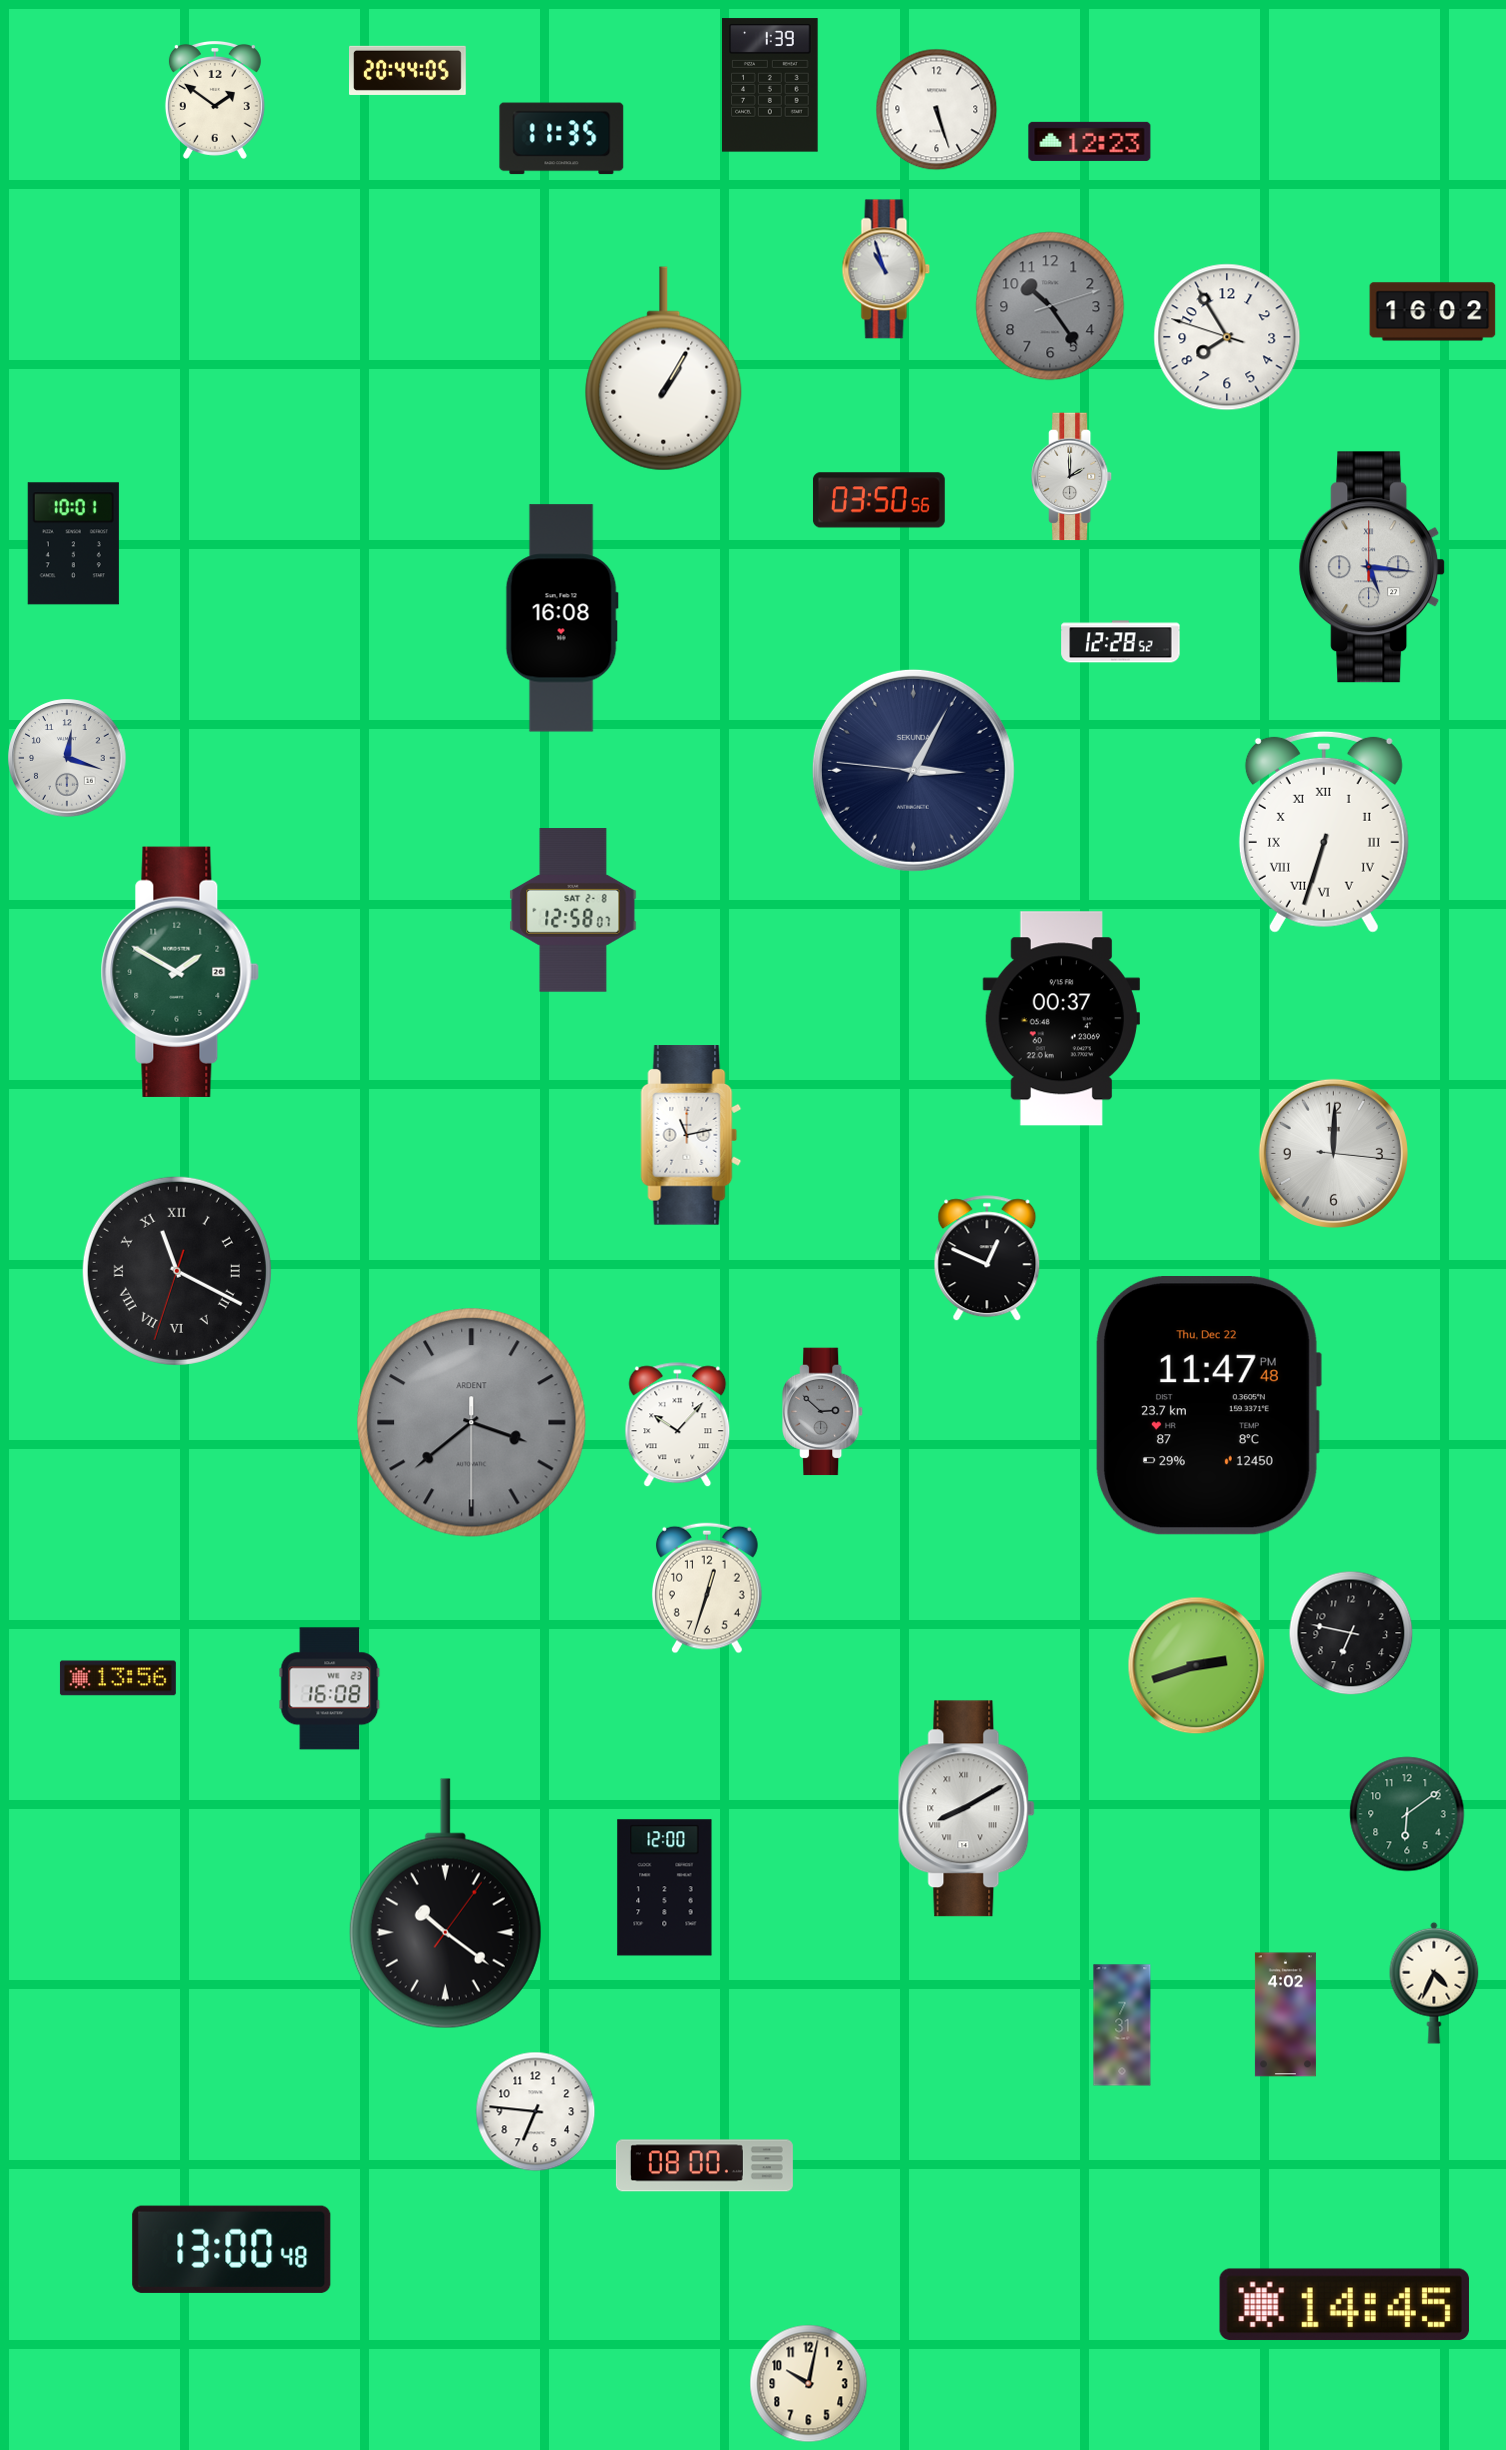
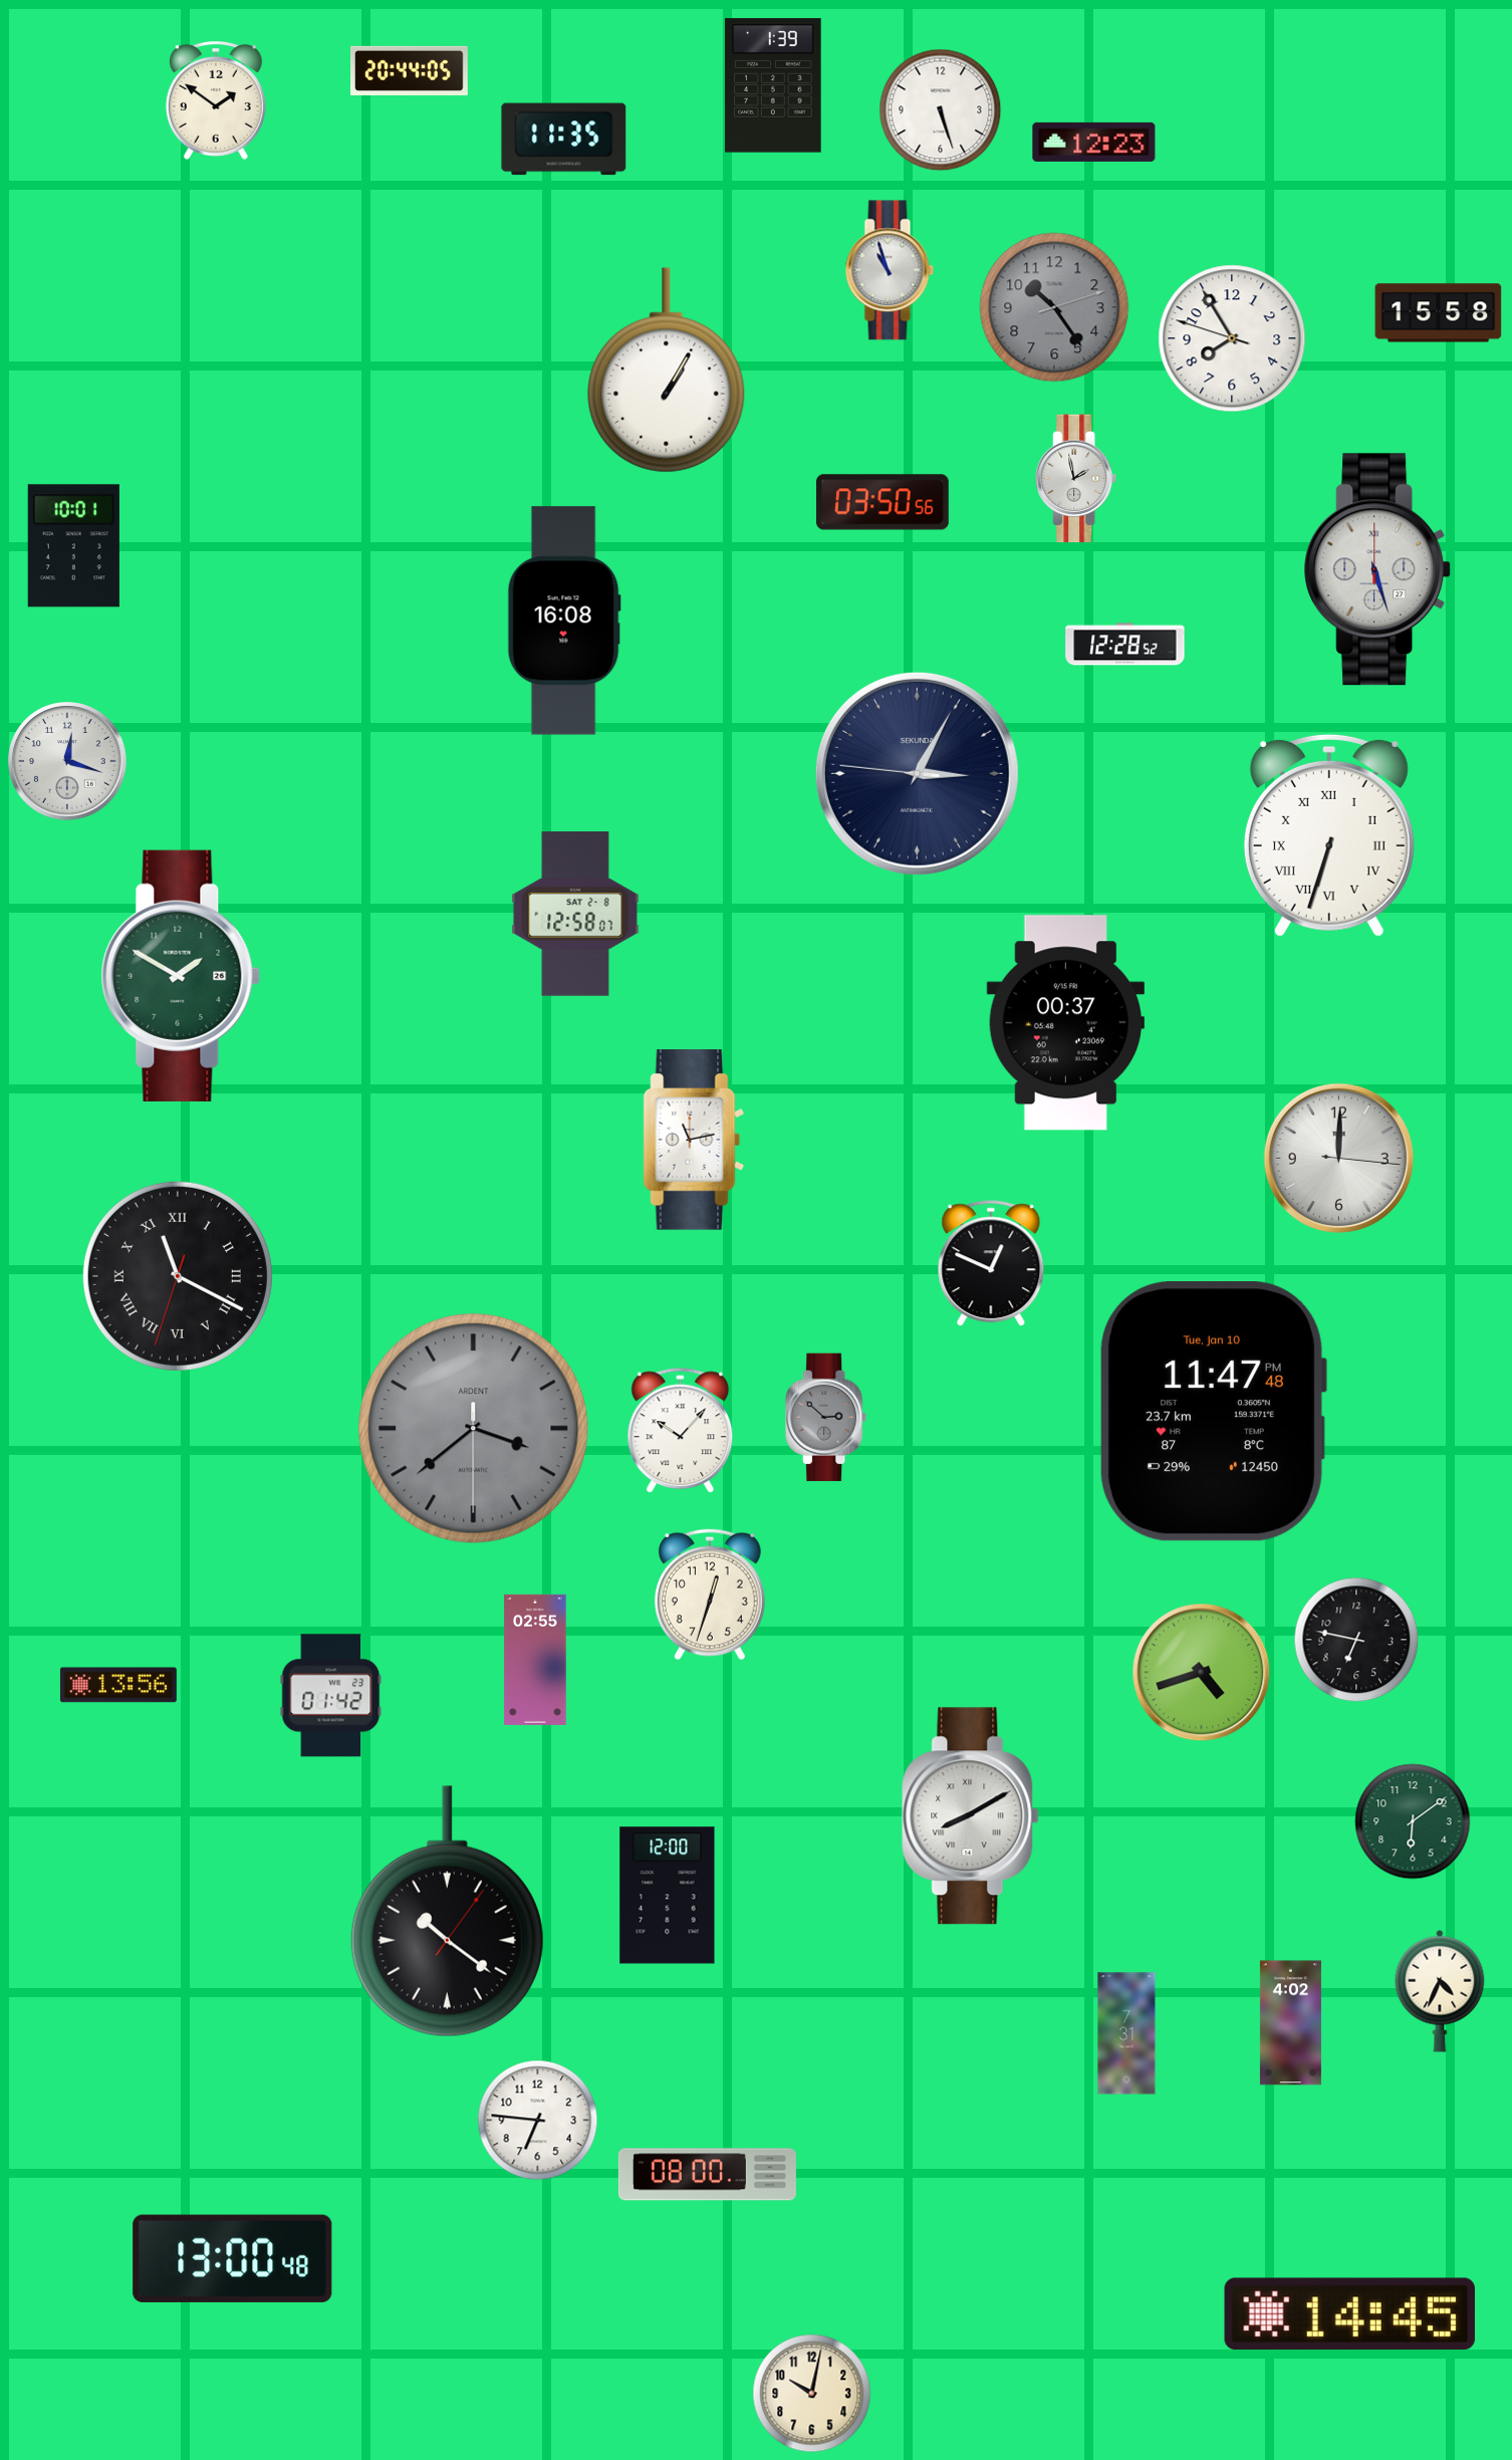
clock at (1433, 312): 16:02 -> 15:58
clock at (1072, 477): 2:00 -> 1:58
clock at (1373, 567): 5:16 -> 5:27
clock at (1208, 1406) date: Thu, Dec 22 -> Tue, Jan 10
clock at (535, 1660): none -> 02:55
clock at (1197, 1666): 2:42 -> 4:42
clock at (330, 1689): 16:08 -> 01:42
